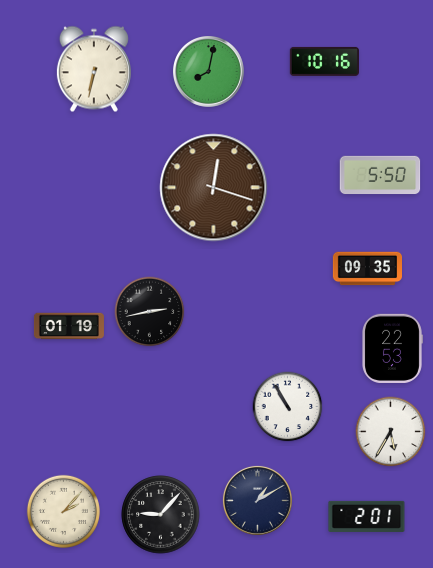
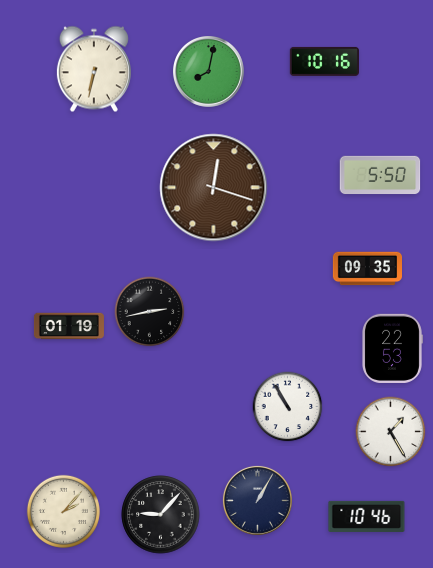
clock at (391, 432): 5:35 -> 1:25
clock at (257, 500): 1:10 -> 1:05
clock at (367, 516): 2:01 -> 10:46
